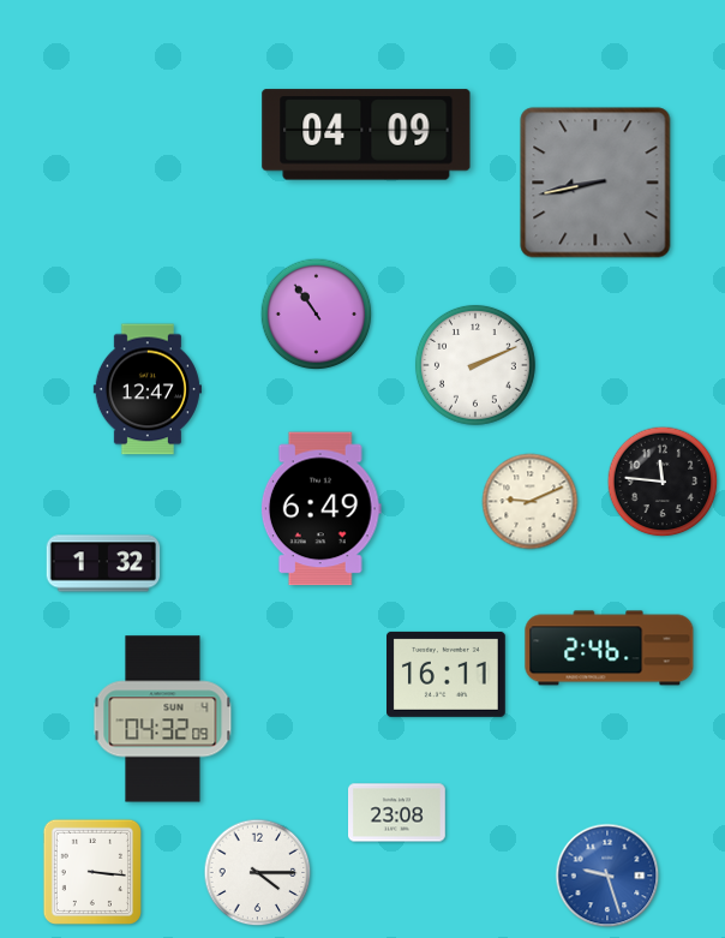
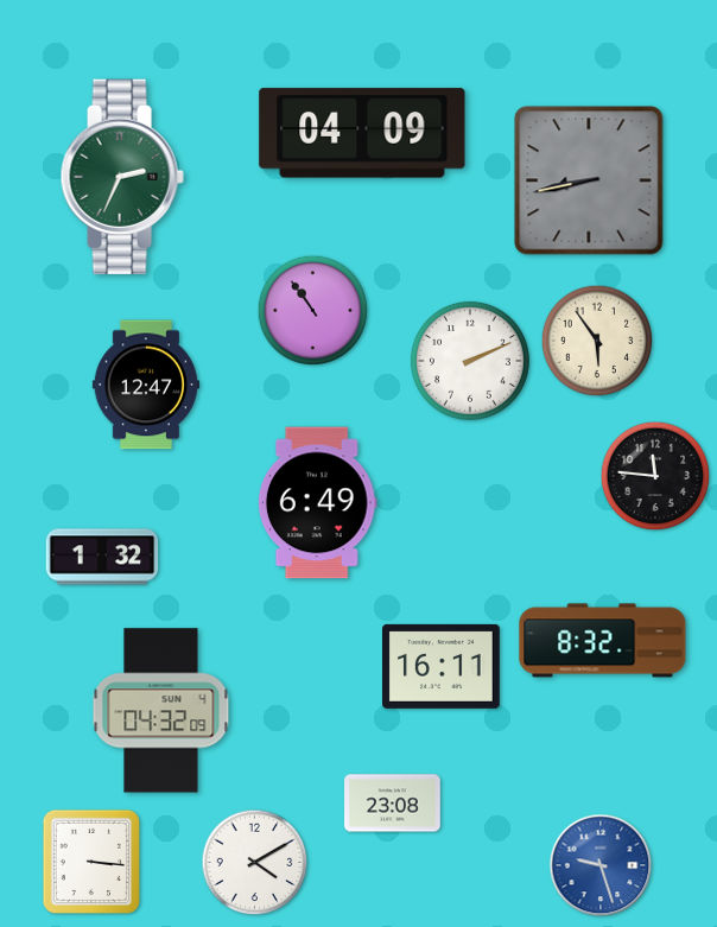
clock at (122, 176): none -> 2:34
clock at (597, 341): none -> 5:54
clock at (531, 502): 9:11 -> none
clock at (610, 649): 2:46 -> 8:32
clock at (258, 873): 4:15 -> 4:10
